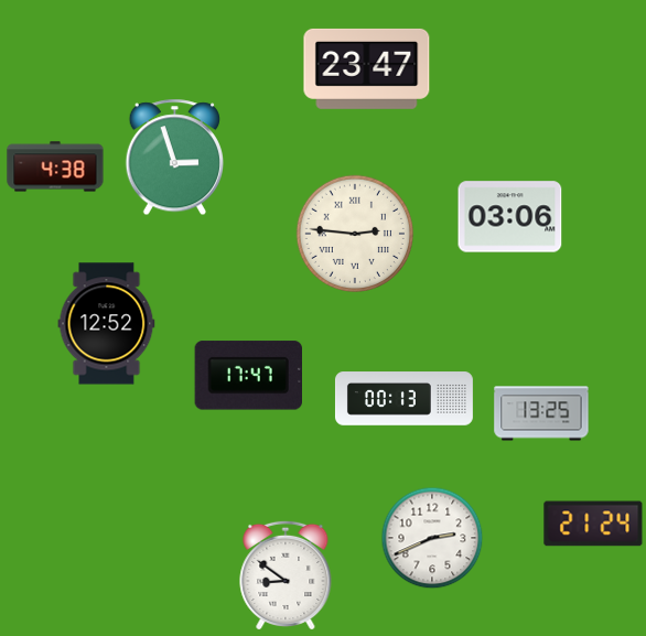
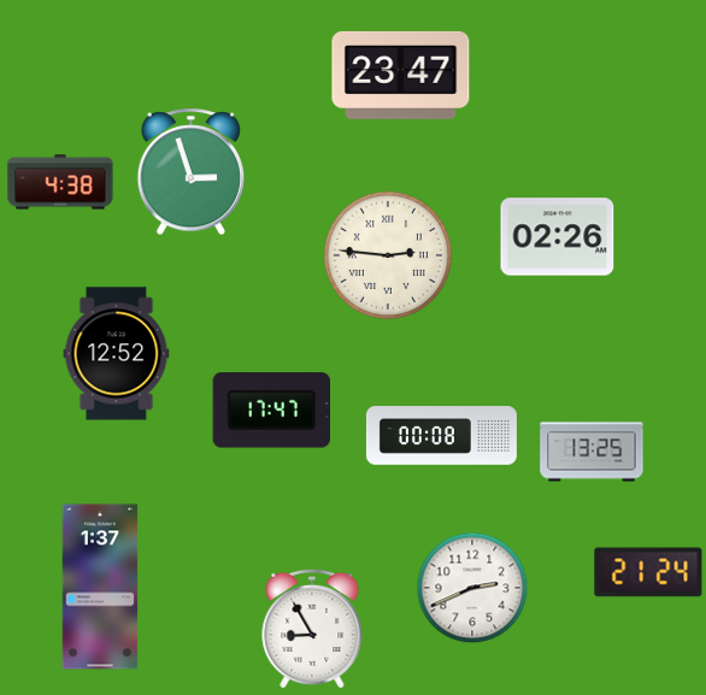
clock at (510, 217): 03:06 -> 02:26
clock at (403, 399): 00:13 -> 00:08
clock at (100, 587): none -> 1:37
clock at (286, 574): 8:51 -> 8:55
